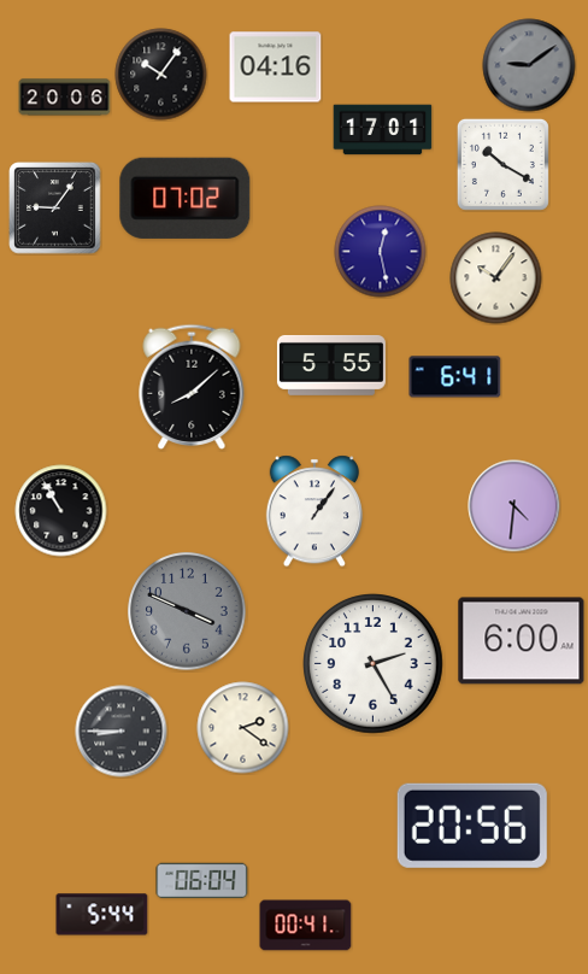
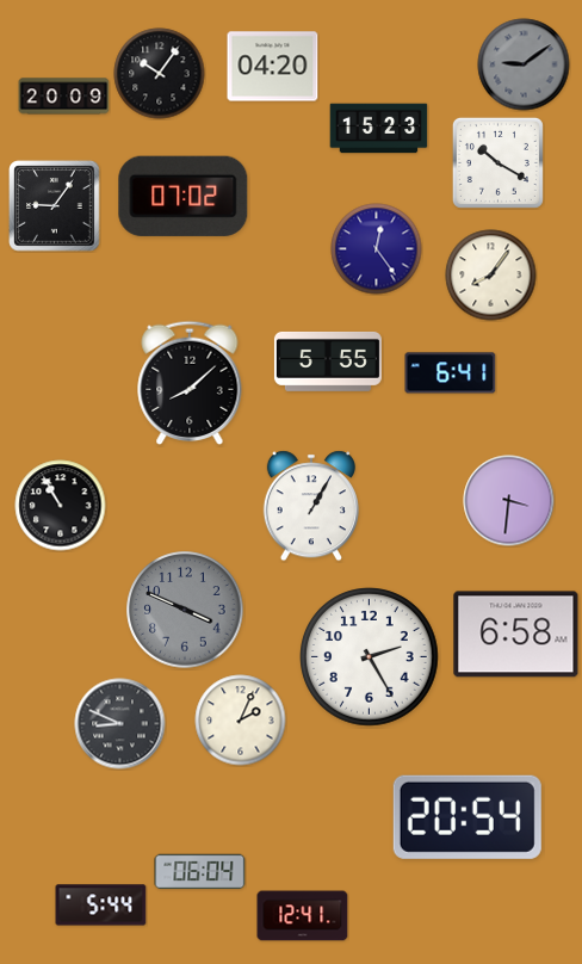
clock at (276, 68): 04:16 -> 04:20
clock at (65, 98): 20:06 -> 20:09
clock at (383, 130): 17:01 -> 15:23
clock at (381, 252): 12:28 -> 12:24
clock at (496, 278): 10:06 -> 8:06
clock at (514, 506): 4:31 -> 3:31
clock at (314, 511): 1:06 -> 1:05
clock at (187, 611) position: (187, 611) -> (185, 610)
clock at (522, 641): 6:00 -> 6:58
clock at (243, 728): 2:21 -> 2:04
clock at (122, 732): 8:45 -> 8:49
clock at (472, 826): 20:56 -> 20:54
clock at (306, 926): 00:41 -> 12:41
